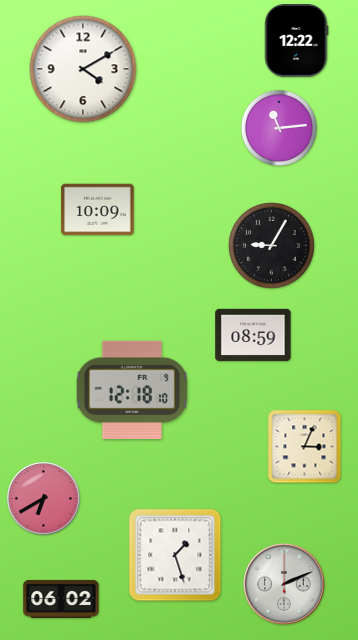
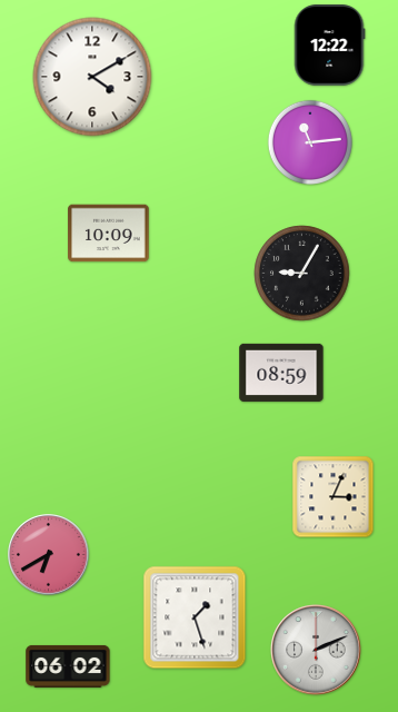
clock at (132, 390): 12:18 -> none
clock at (305, 447) position: (305, 447) -> (334, 497)
